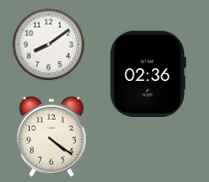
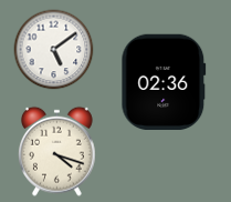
clock at (49, 45): 8:09 -> 5:09
clock at (51, 136): 4:21 -> 4:18
